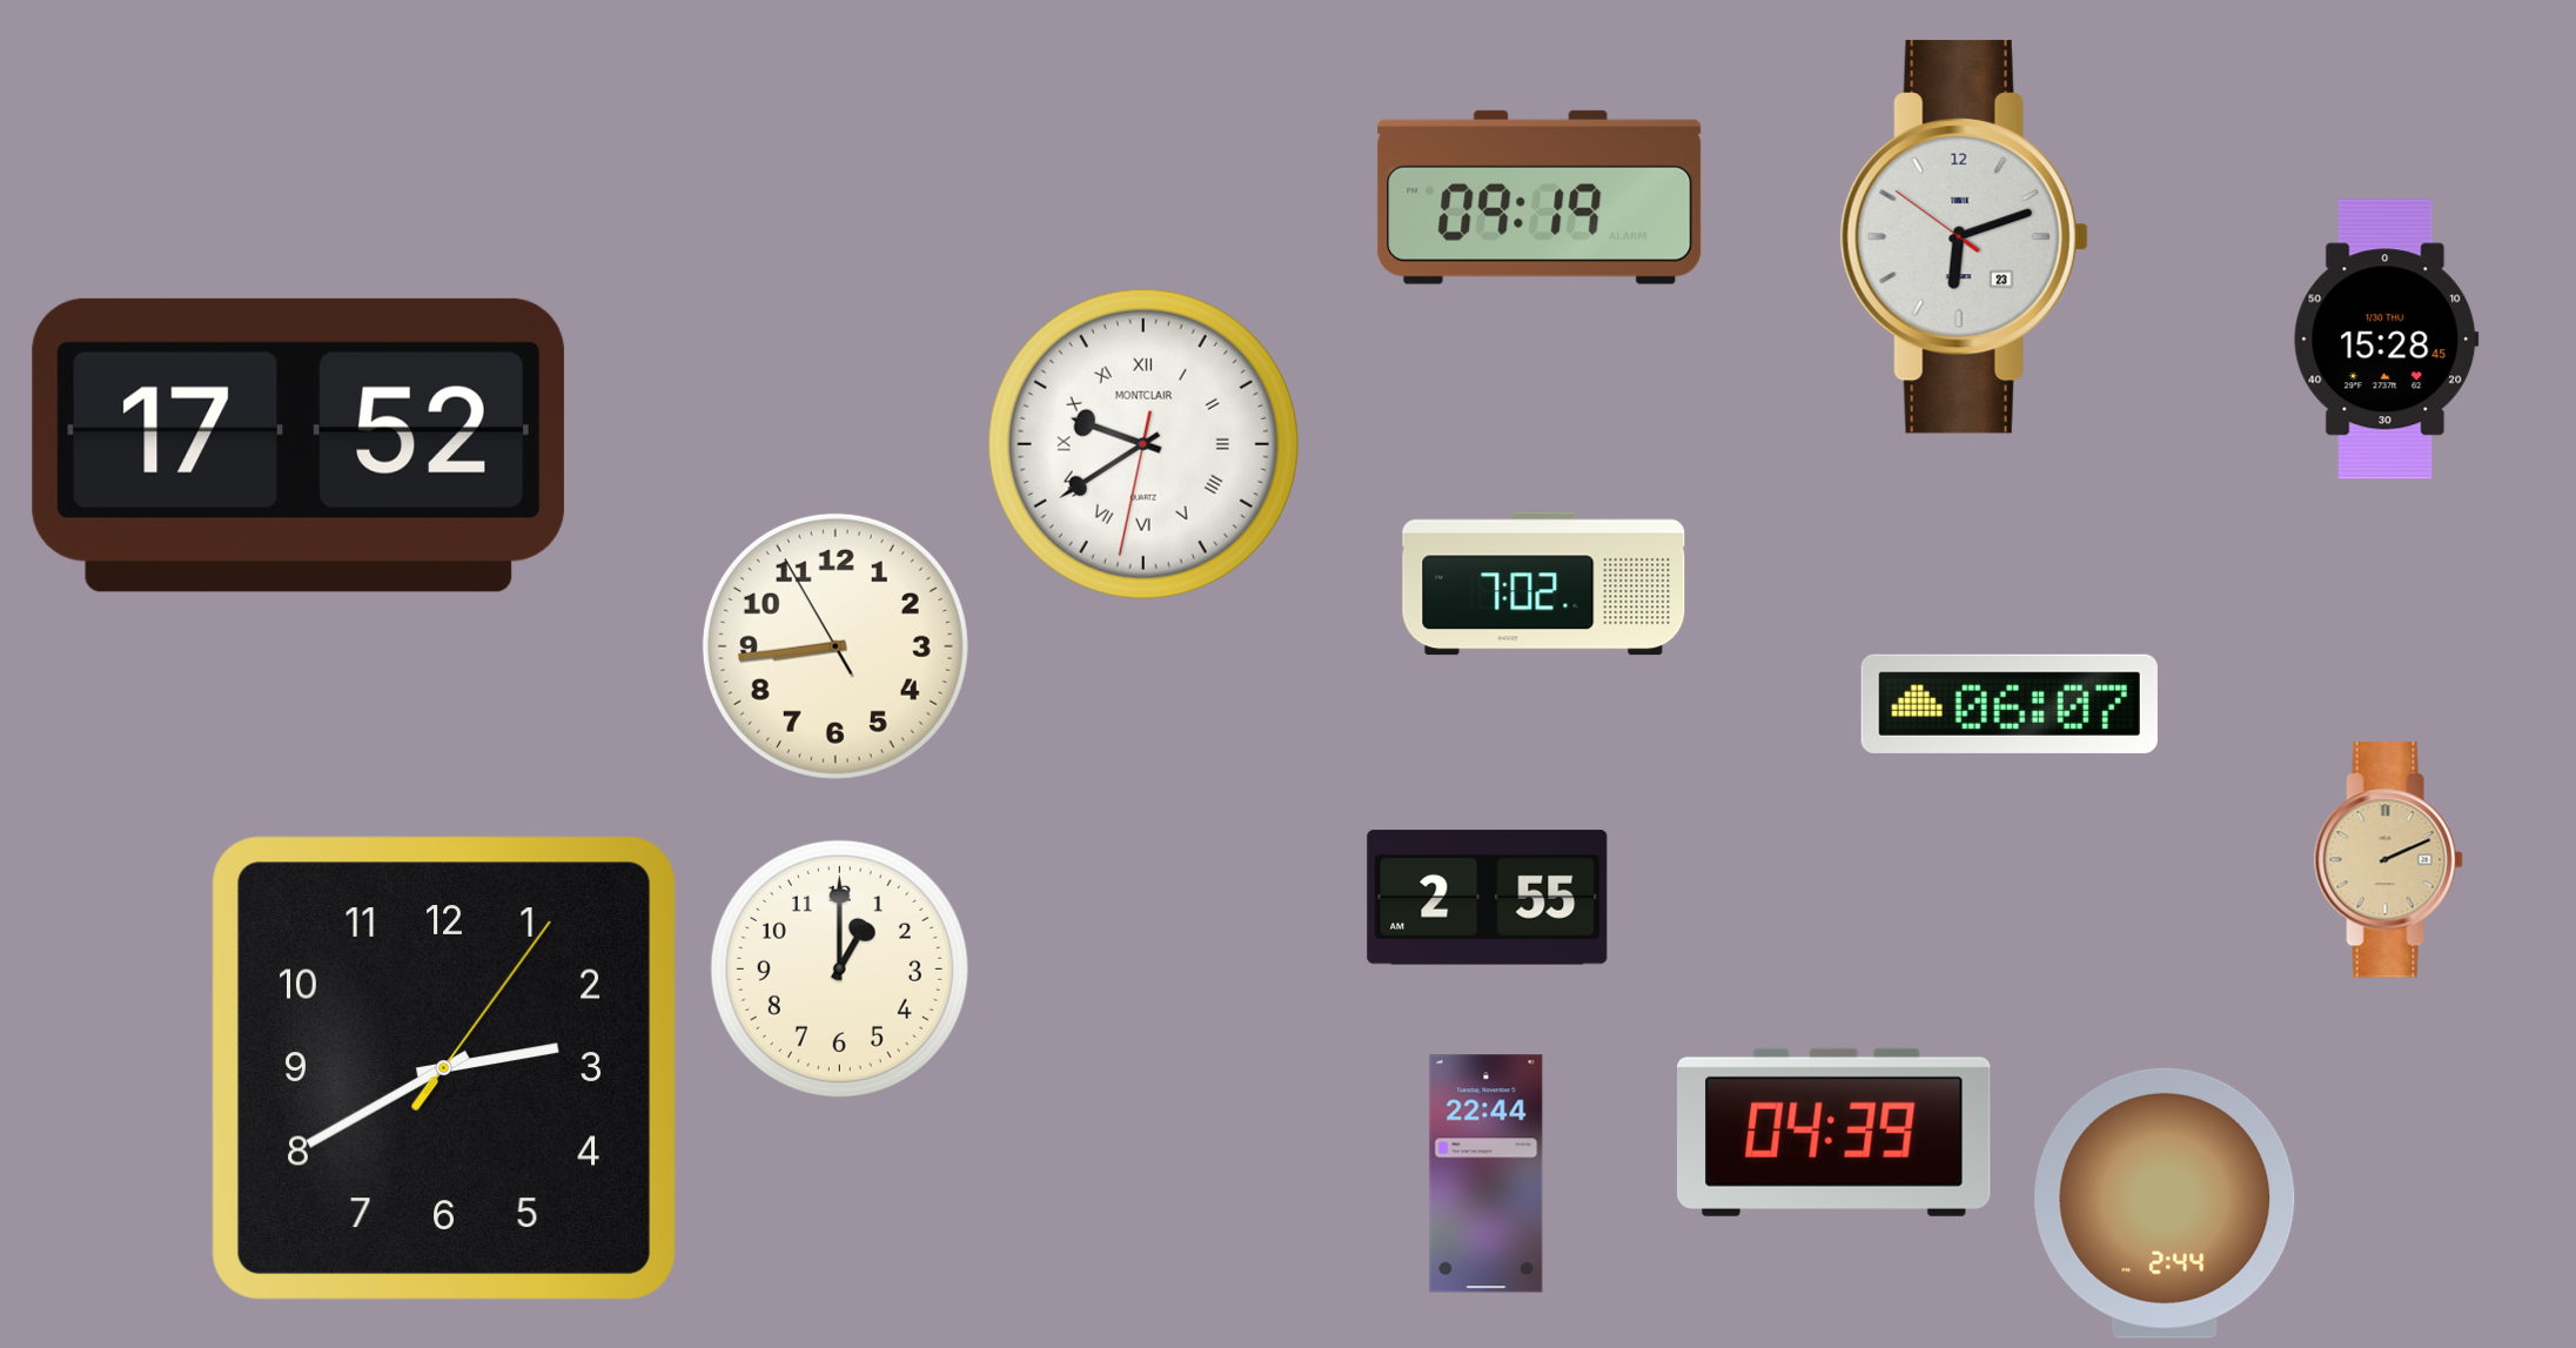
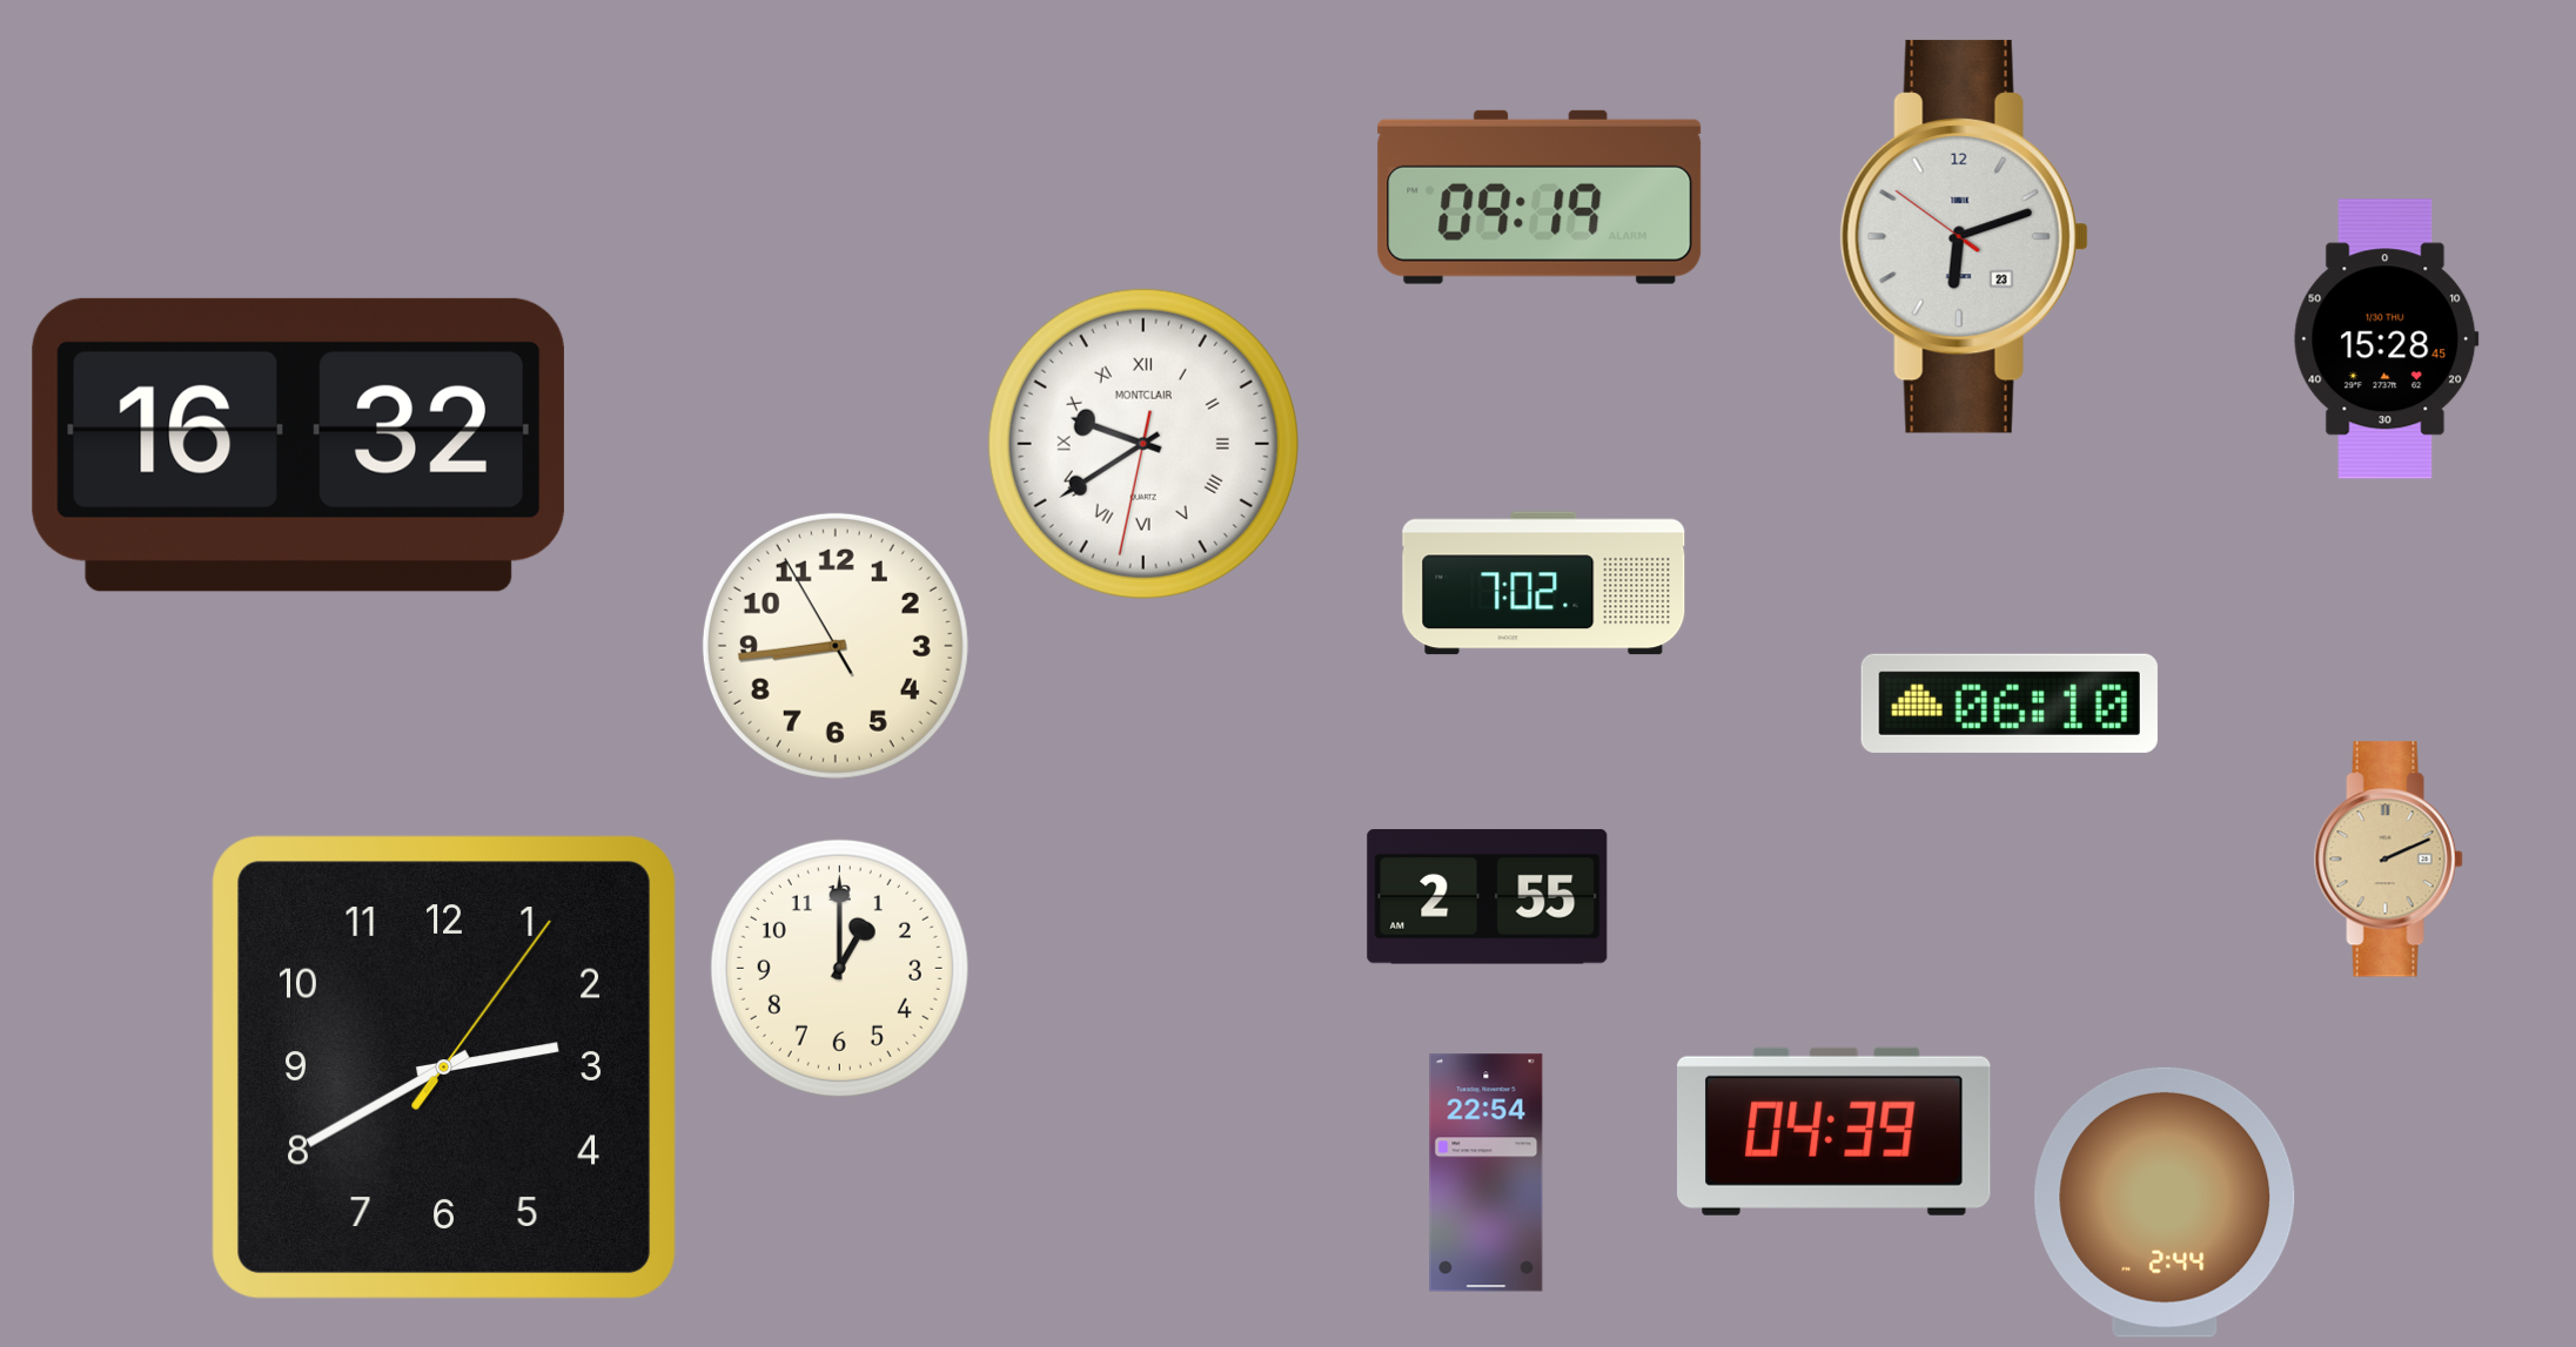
clock at (298, 445): 17:52 -> 16:32
clock at (2010, 704): 06:07 -> 06:10
clock at (1487, 1174): 22:44 -> 22:54
